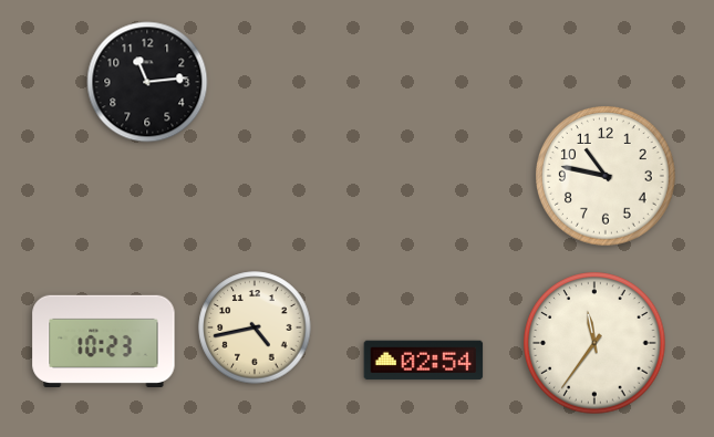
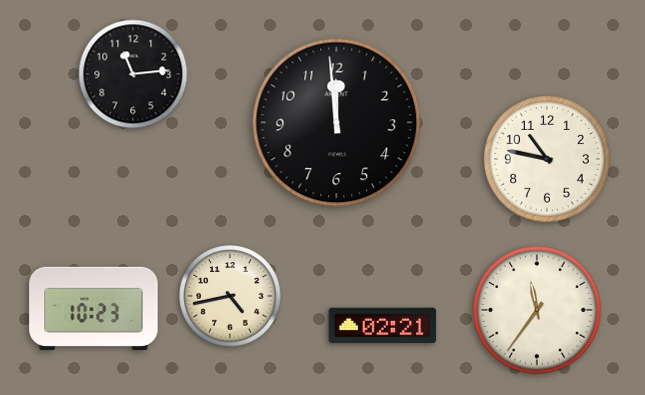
clock at (337, 123): none -> 11:59
clock at (424, 361): 02:54 -> 02:21
